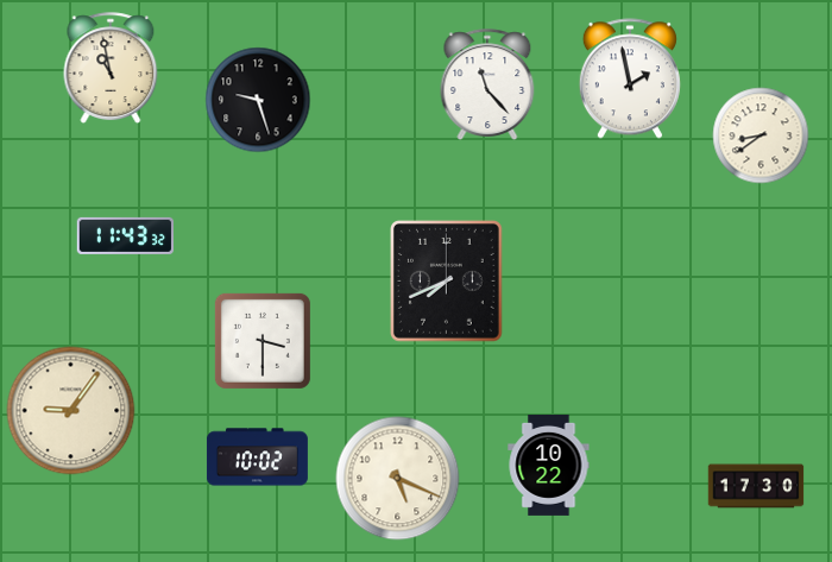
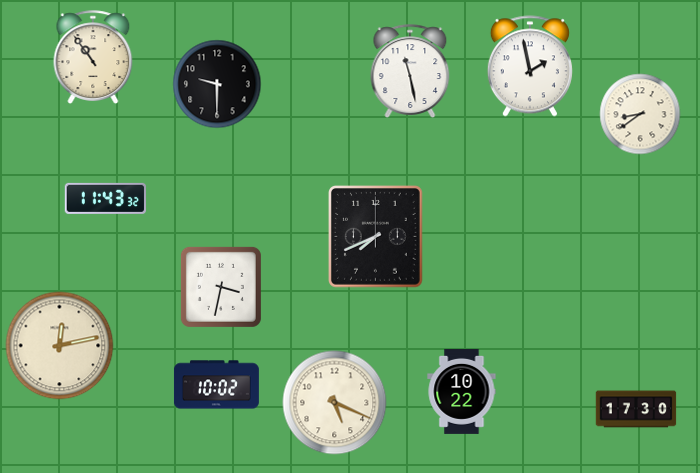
clock at (111, 68): 10:58 -> 10:54
clock at (487, 84): 11:23 -> 11:28
clock at (258, 100): 9:27 -> 9:30
clock at (263, 341): 3:30 -> 3:32
clock at (71, 411): 9:06 -> 12:13
